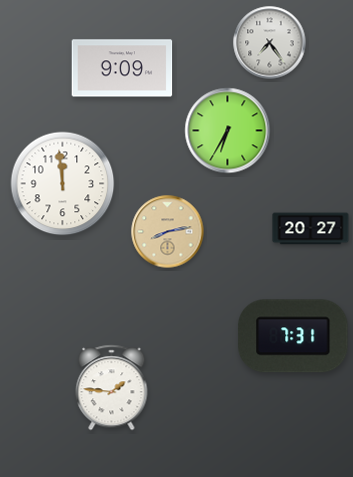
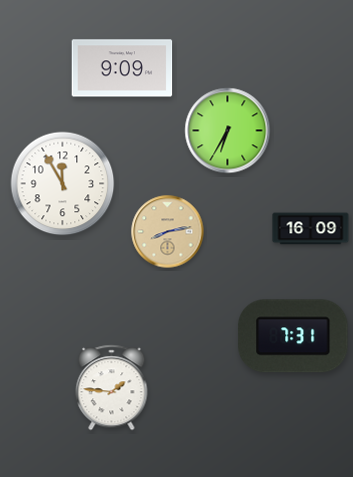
clock at (270, 43): 7:24 -> none
clock at (63, 184): 11:59 -> 11:55
clock at (311, 229): 20:27 -> 16:09
